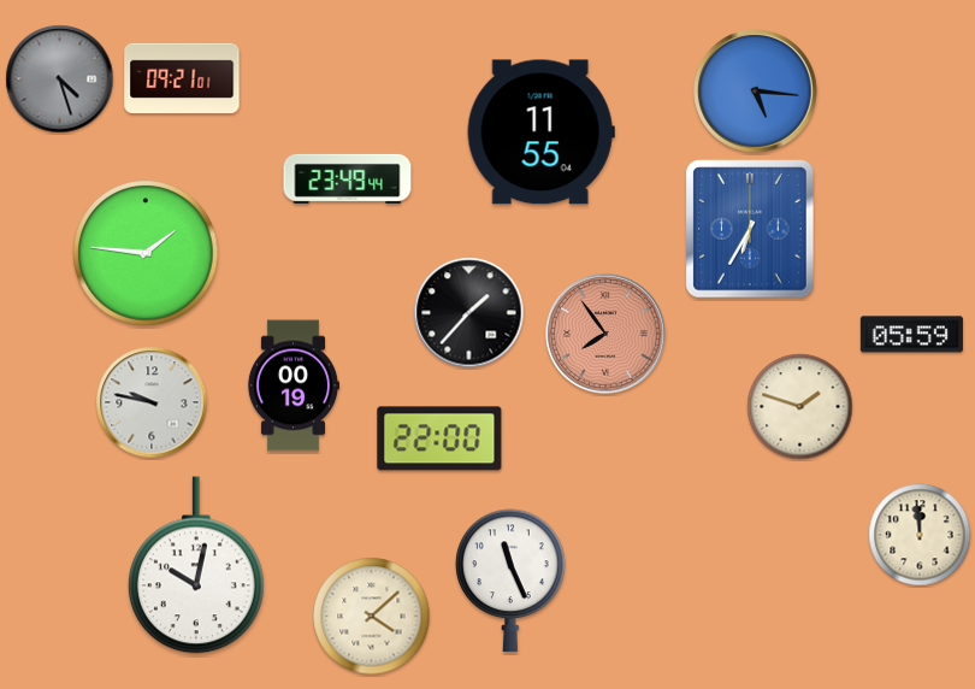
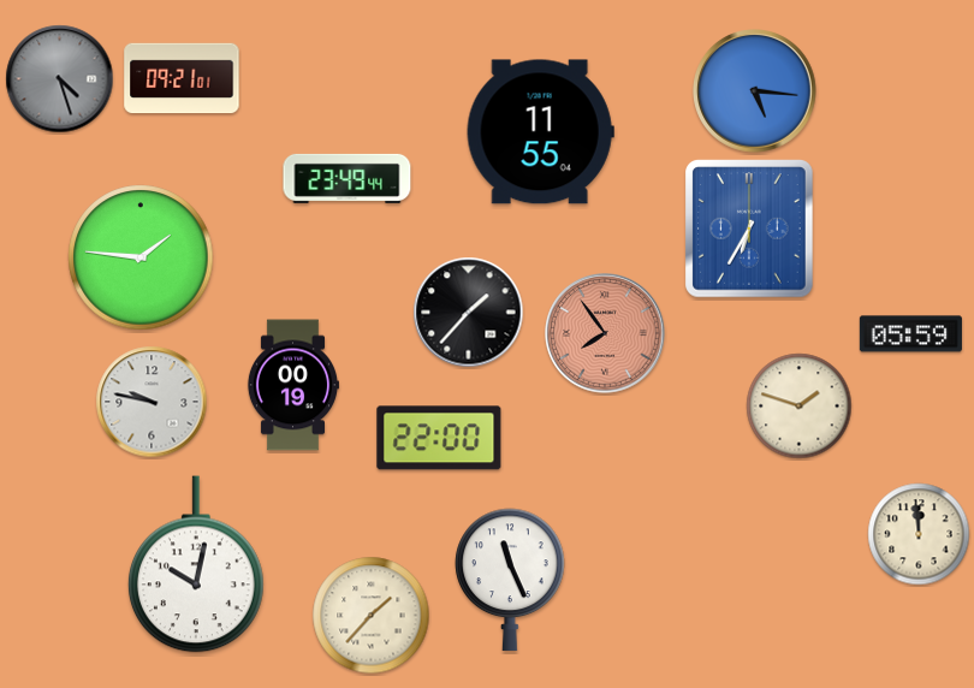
clock at (146, 253) position: (146, 253) -> (141, 257)
clock at (372, 617): 4:08 -> 1:37
